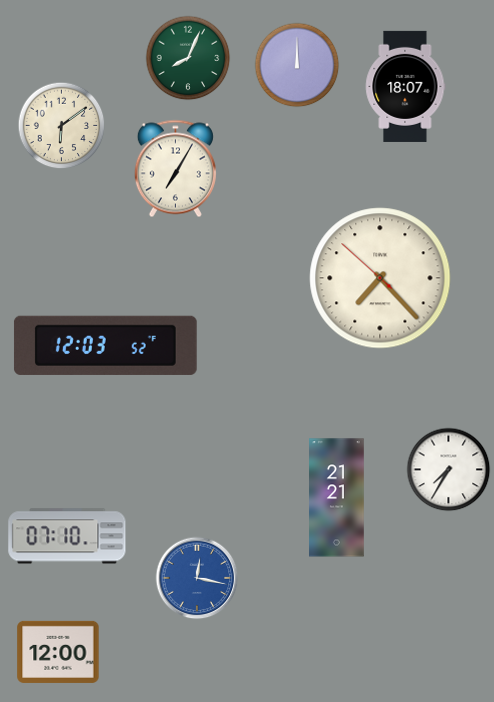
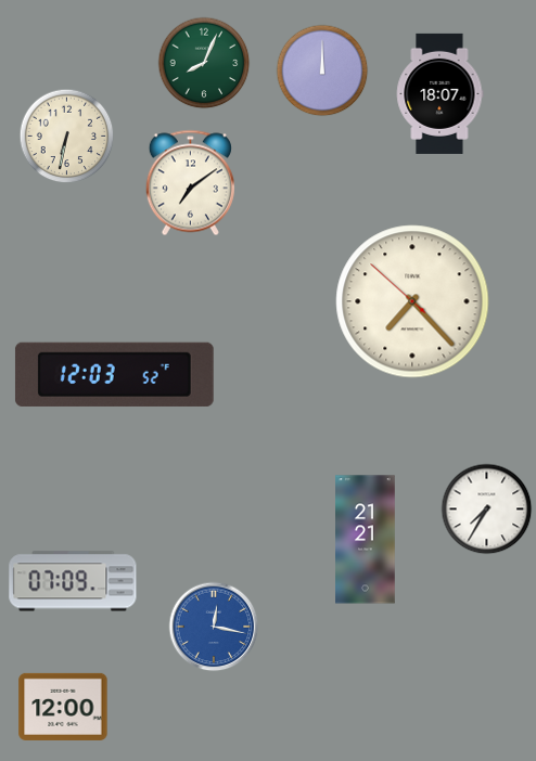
clock at (62, 126): 6:09 -> 6:32
clock at (175, 169): 7:05 -> 7:09
clock at (67, 536): 07:10 -> 07:09
